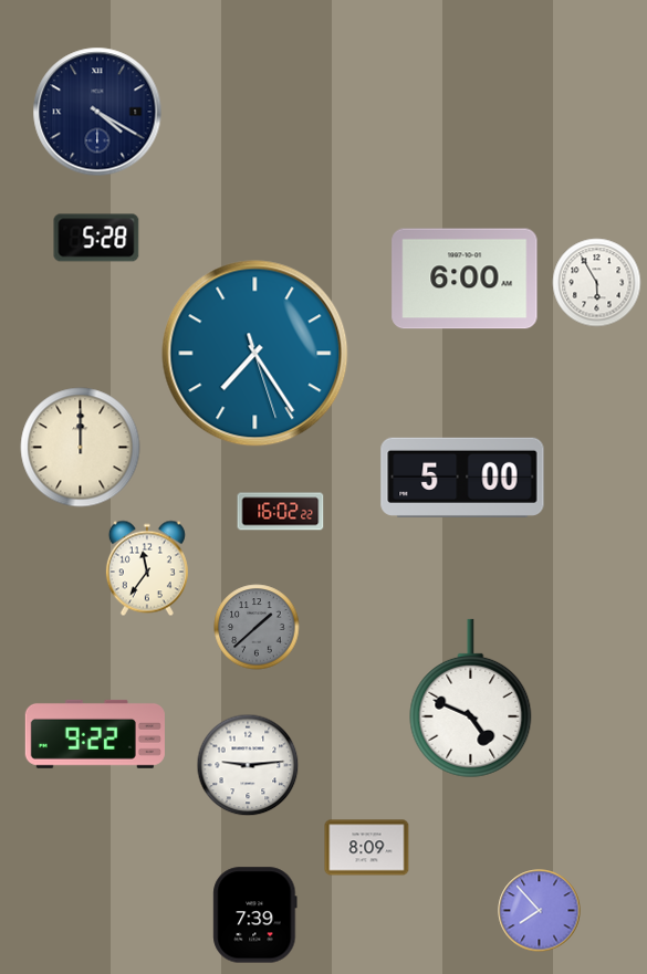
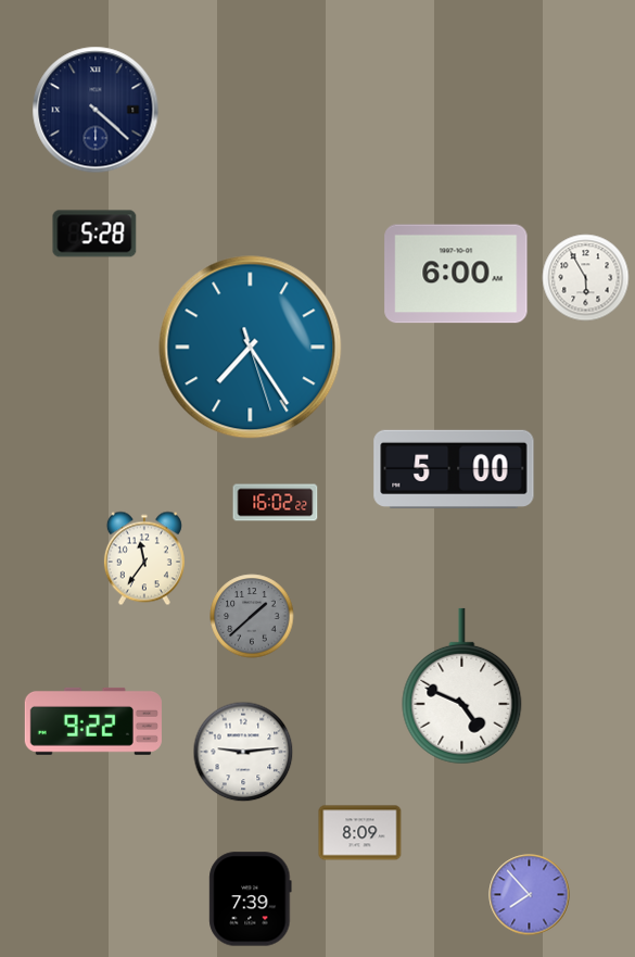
clock at (97, 112): 4:20 -> 4:22
clock at (81, 448): 12:00 -> none
